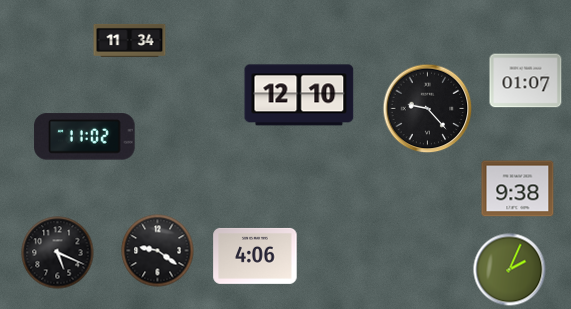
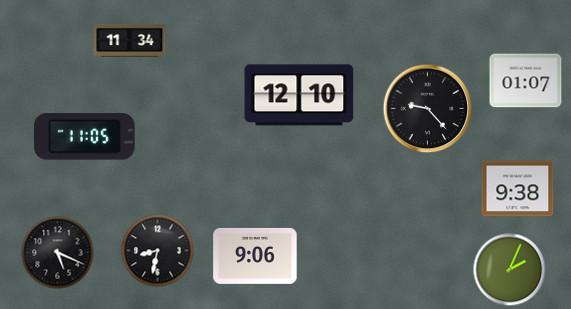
clock at (85, 137): 11:02 -> 11:05
clock at (158, 251): 9:21 -> 8:32
clock at (255, 256): 4:06 -> 9:06
